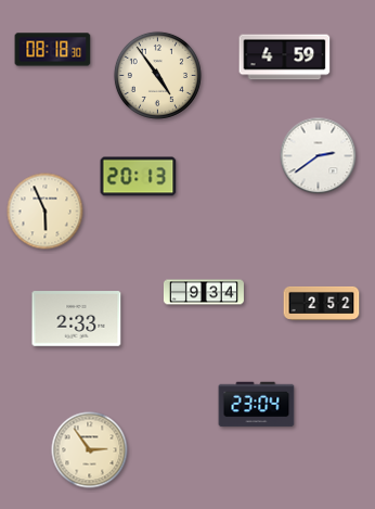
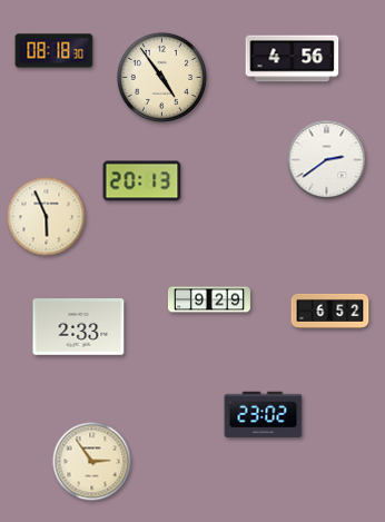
clock at (285, 58): 4:59 -> 4:56
clock at (204, 292): 9:34 -> 9:29
clock at (322, 303): 2:52 -> 6:52
clock at (257, 405): 23:04 -> 23:02
